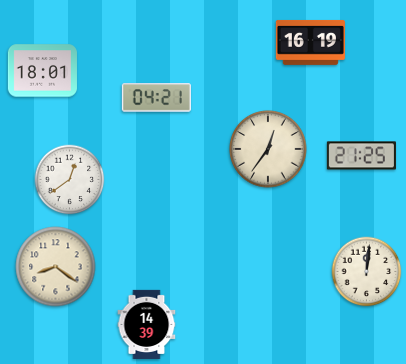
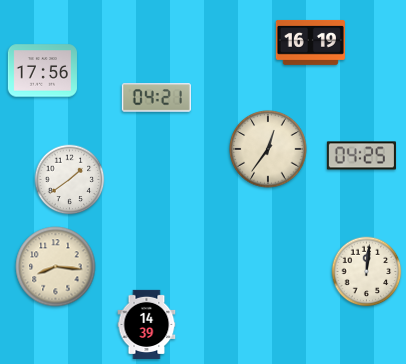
clock at (42, 71): 18:01 -> 17:56
clock at (361, 156): 21:25 -> 04:25
clock at (70, 180): 12:39 -> 1:39
clock at (56, 267): 8:21 -> 8:16
